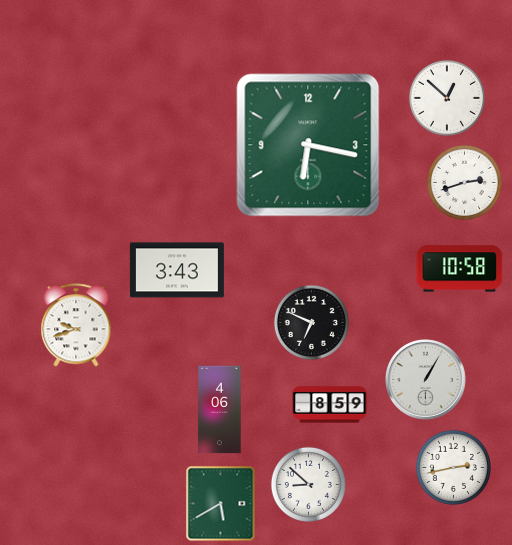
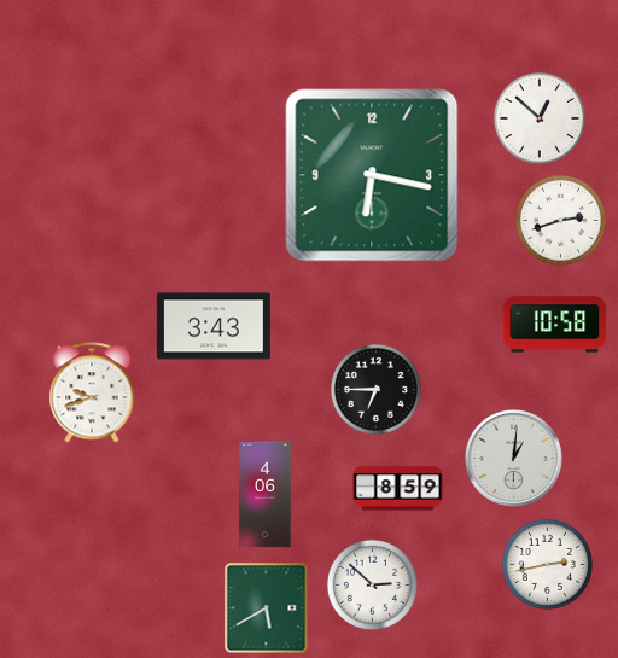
clock at (311, 322): 6:49 -> 6:45
clock at (426, 380): 1:05 -> 1:01
clock at (308, 484): 8:52 -> 2:52
